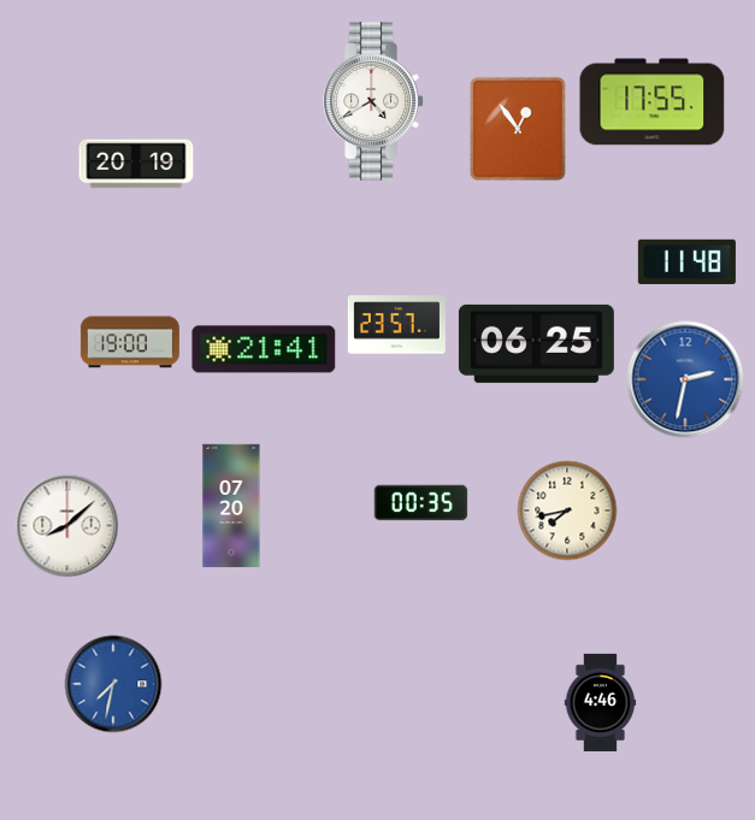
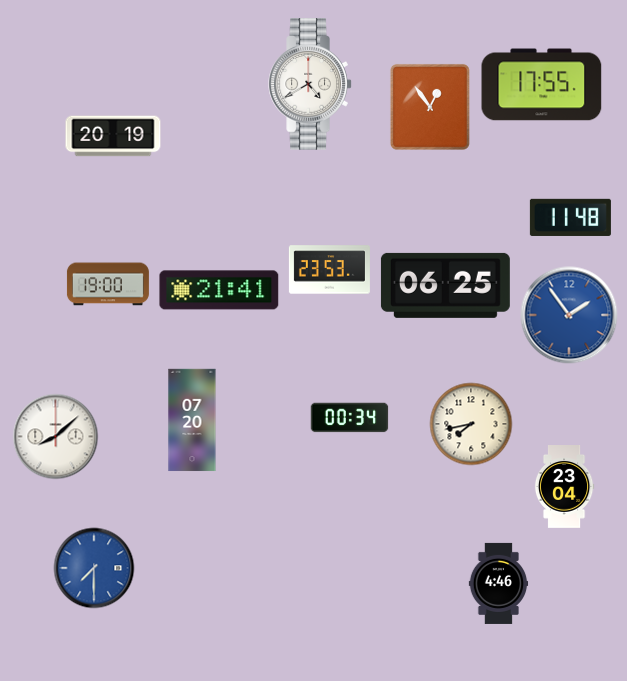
clock at (396, 325): 23:57 -> 23:53
clock at (685, 379): 2:32 -> 1:54
clock at (421, 503): 00:35 -> 00:34
clock at (564, 487): none -> 23:04
clock at (113, 684): 7:32 -> 7:30
